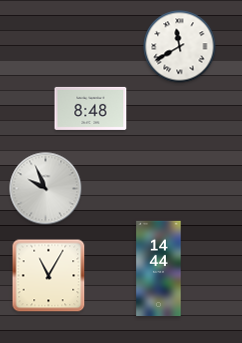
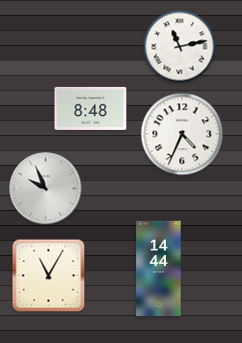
clock at (180, 47): 11:40 -> 11:13
clock at (182, 134): none -> 4:34
